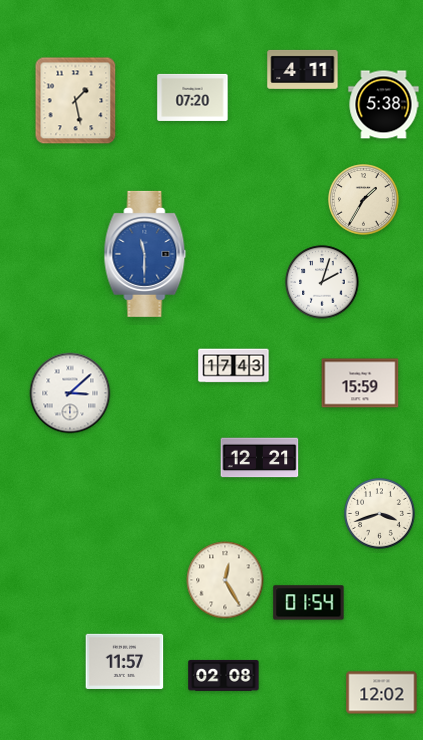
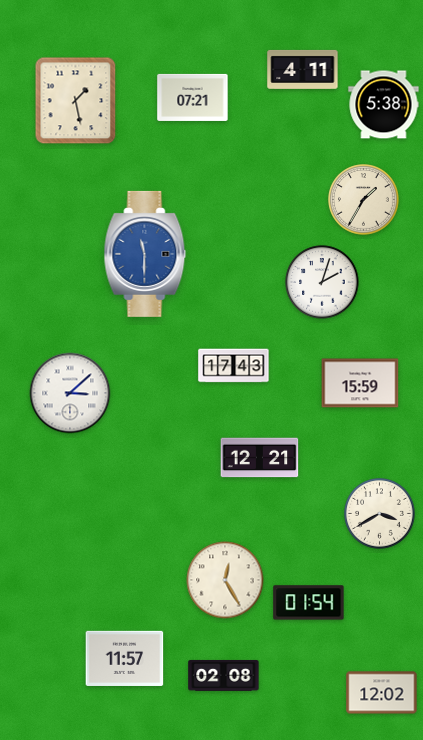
clock at (193, 97): 07:20 -> 07:21
clock at (380, 514): 3:42 -> 3:40
clock at (125, 661) position: (125, 661) -> (125, 658)
